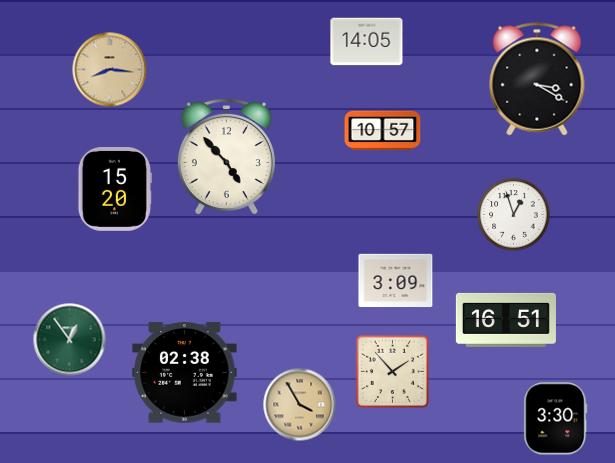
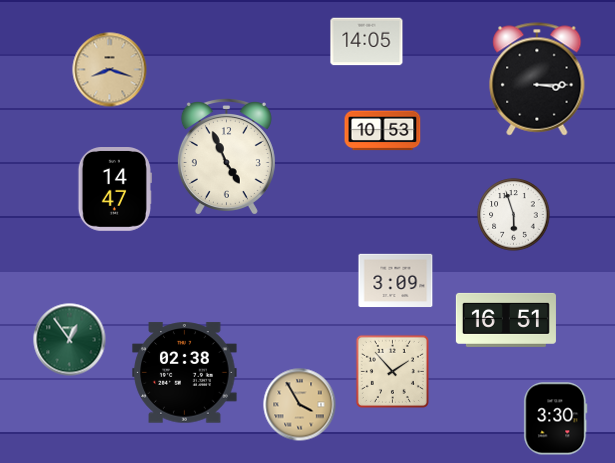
clock at (110, 70): 8:16 -> 8:18
clock at (537, 79): 3:20 -> 3:15
clock at (383, 131): 10:57 -> 10:53
clock at (226, 157): 4:53 -> 4:56
clock at (115, 190): 15:20 -> 14:47
clock at (514, 215): 12:57 -> 5:57
